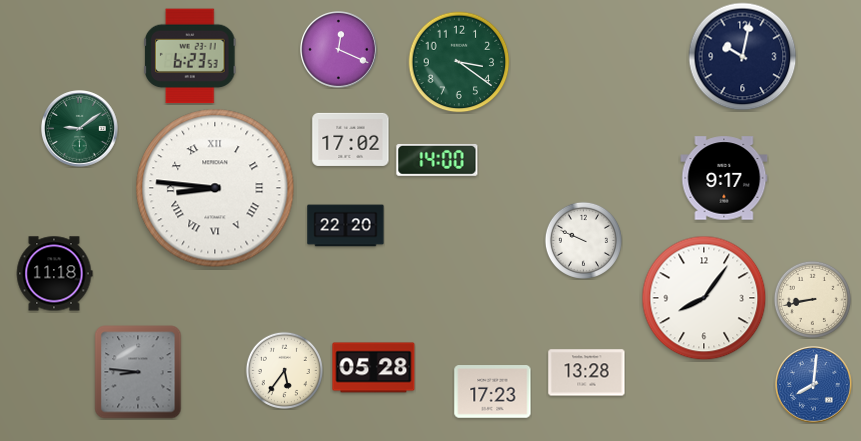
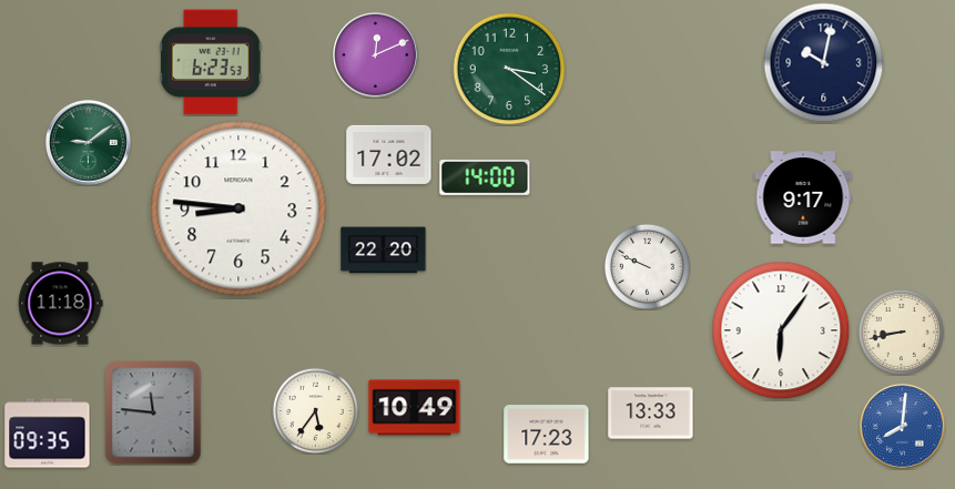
clock at (339, 50): 12:19 -> 12:11
clock at (215, 188) numerals: Roman -> Arabic
clock at (704, 298): 8:06 -> 6:06
clock at (374, 368): 05:28 -> 10:49
clock at (138, 372): 8:46 -> 11:46
clock at (587, 373): 13:28 -> 13:33
clock at (48, 434): none -> 09:35
